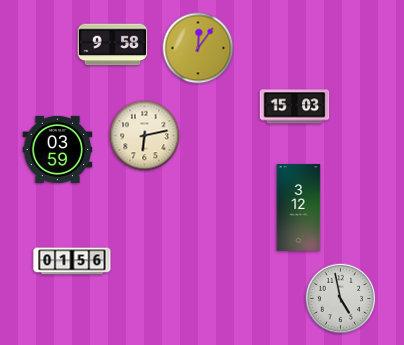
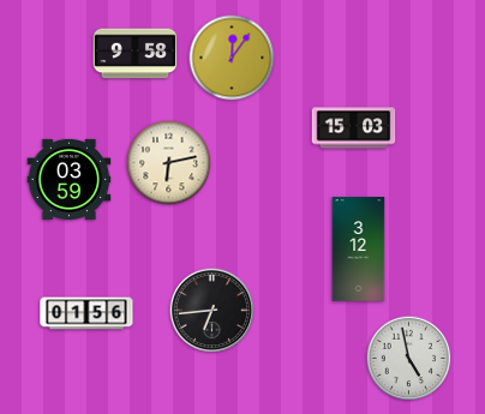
clock at (198, 48) position: (198, 48) -> (232, 58)
clock at (145, 136) position: (145, 136) -> (169, 163)
clock at (212, 311): none -> 6:44
